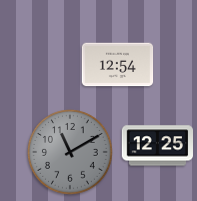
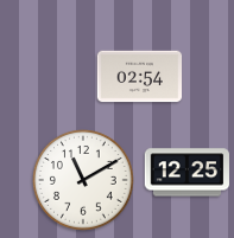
clock at (118, 65): 12:54 -> 02:54
clock at (71, 153) dial: grey -> white
